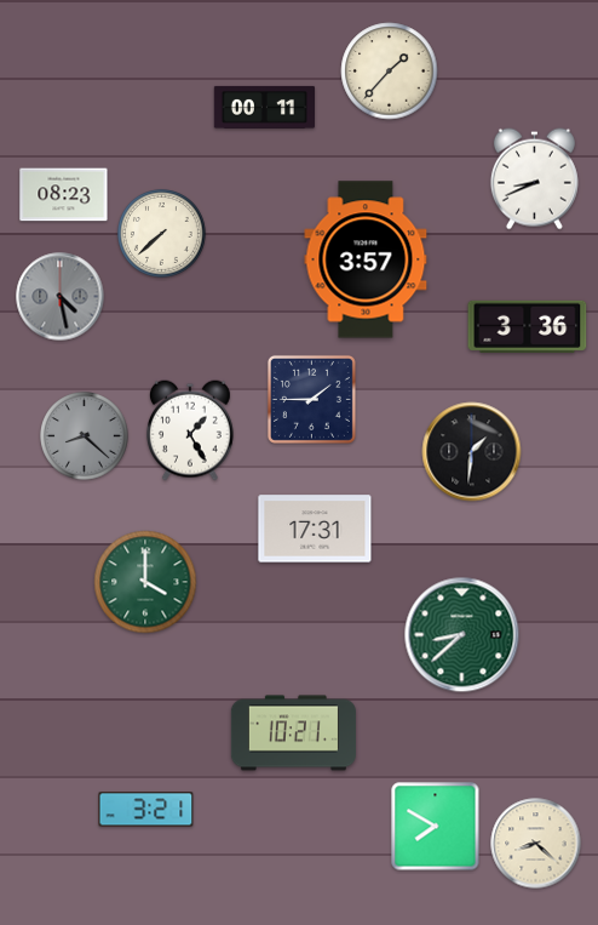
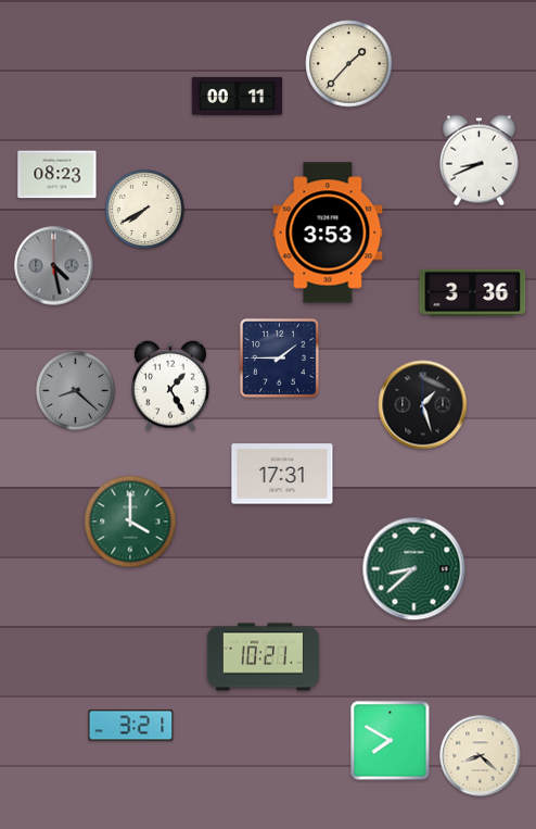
clock at (162, 234): 7:38 -> 7:40
clock at (366, 259): 3:57 -> 3:53
clock at (472, 452): 1:31 -> 1:27
